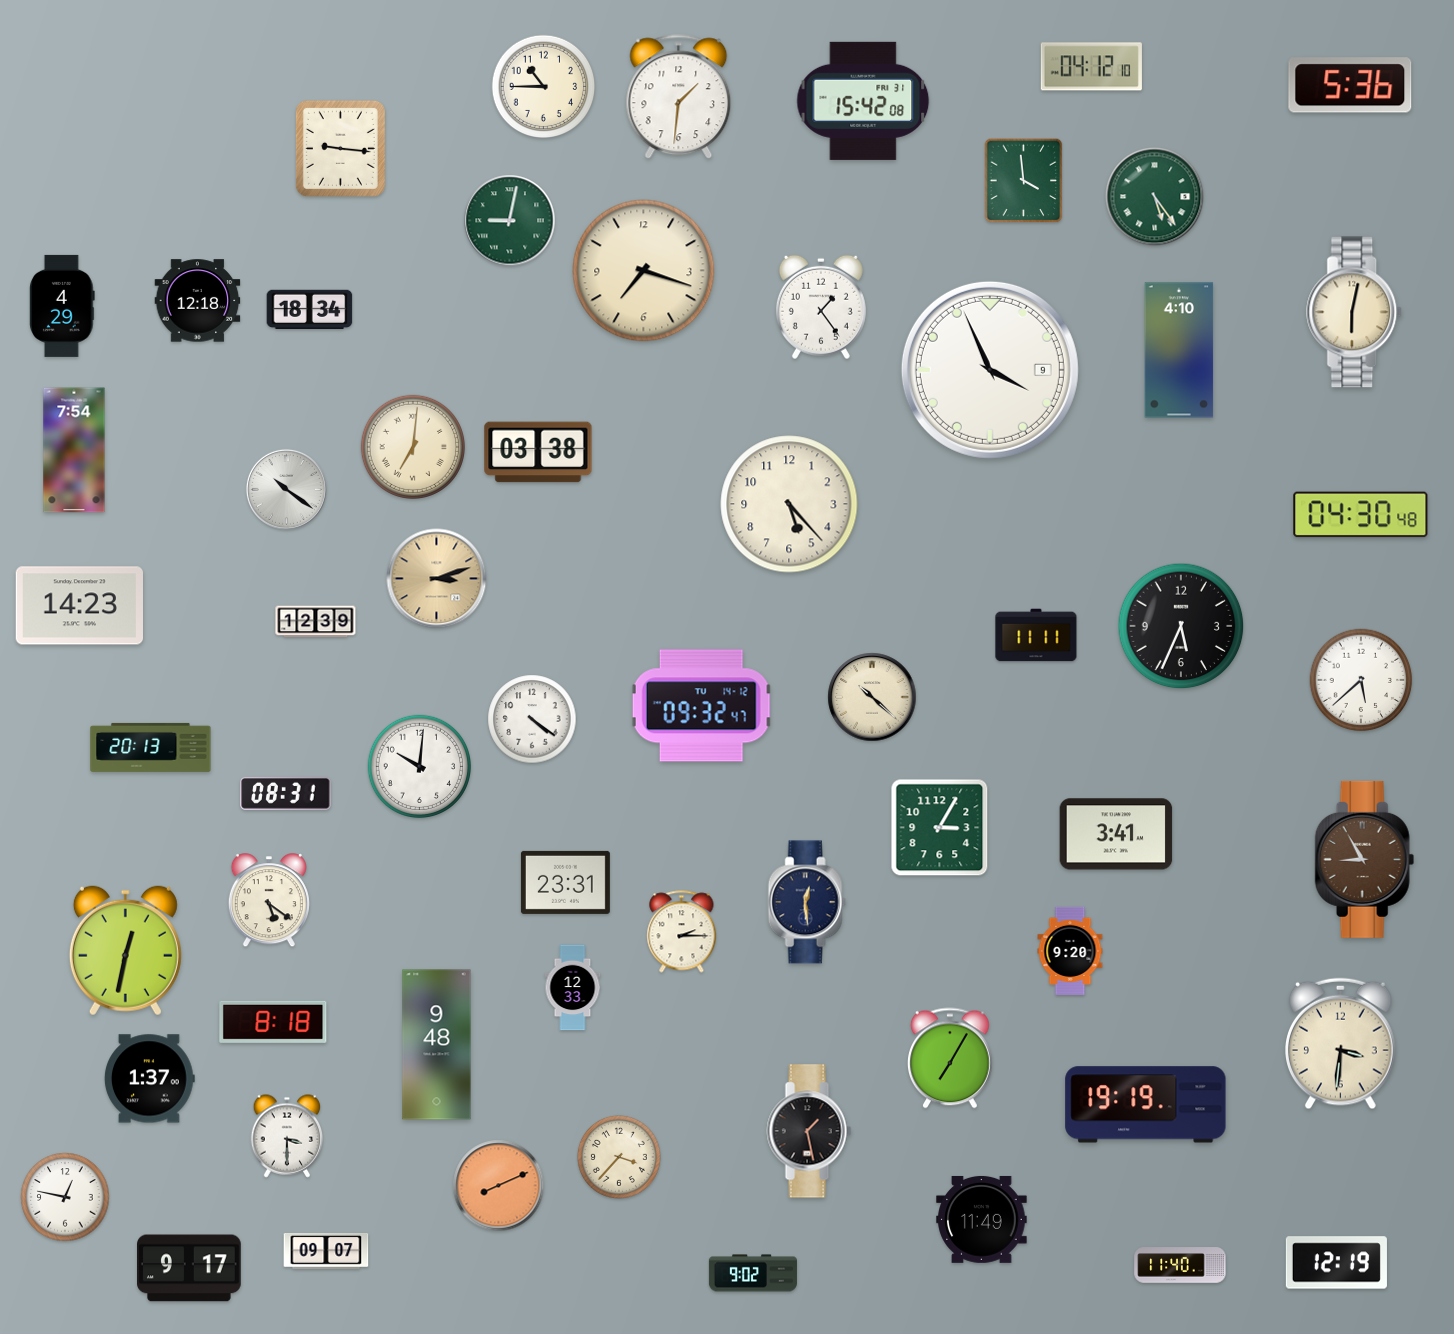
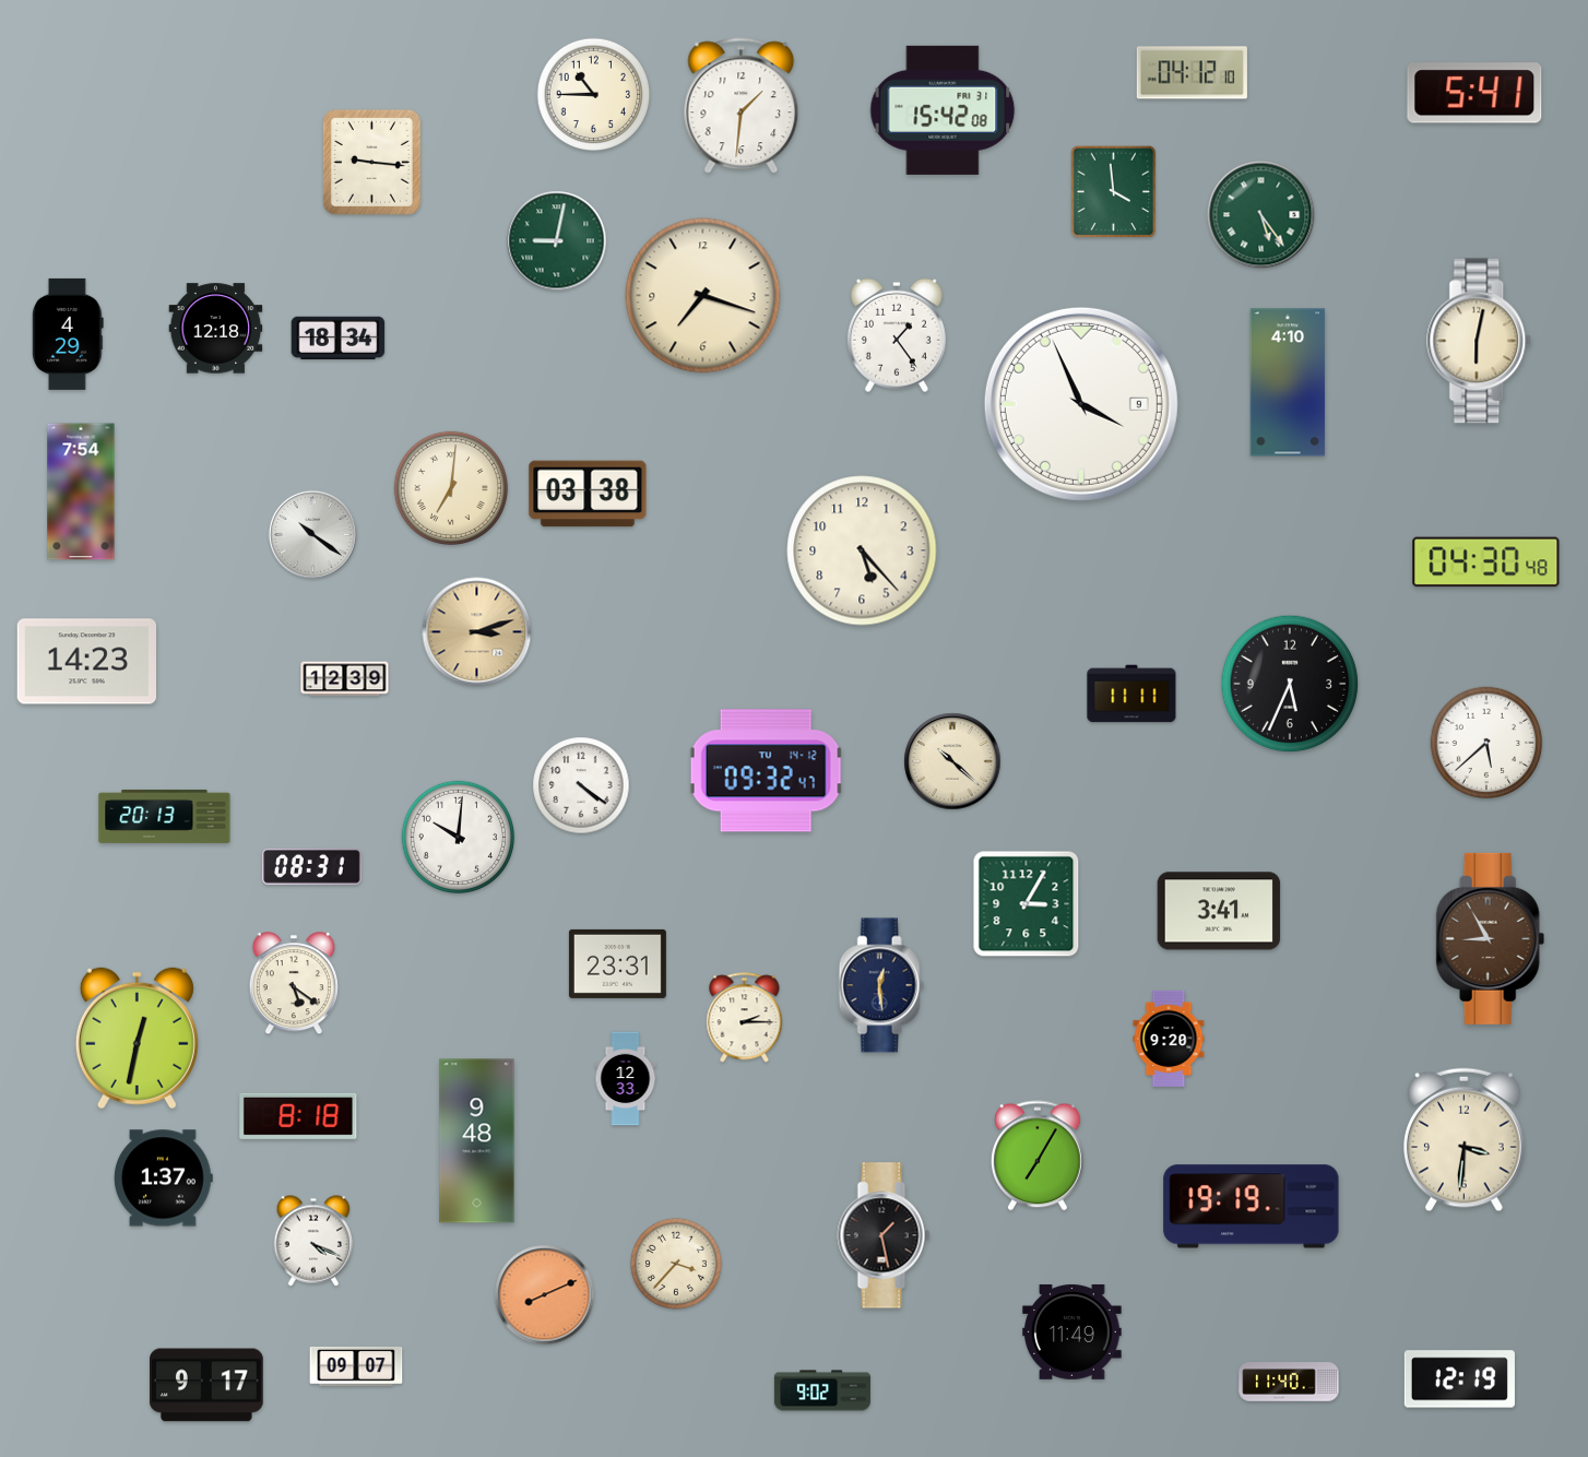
clock at (1350, 85): 5:36 -> 5:41
clock at (1024, 181) position: (1024, 181) -> (1114, 192)
clock at (287, 1136): 3:30 -> 4:19
clock at (65, 1197): 12:47 -> none
